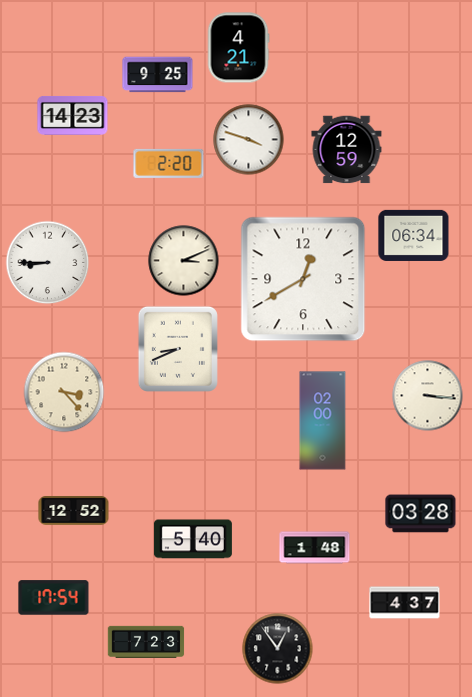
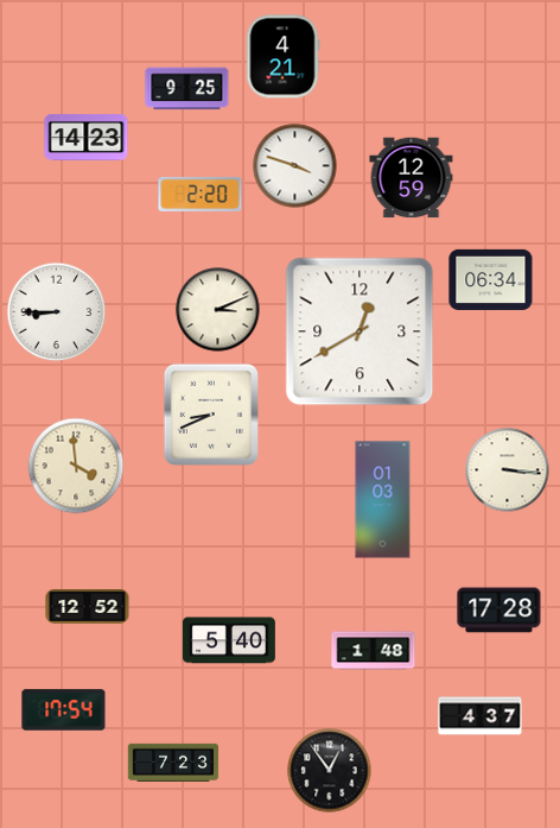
clock at (64, 392): 3:23 -> 3:59
clock at (323, 421): 02:00 -> 01:03
clock at (421, 514): 03:28 -> 17:28
